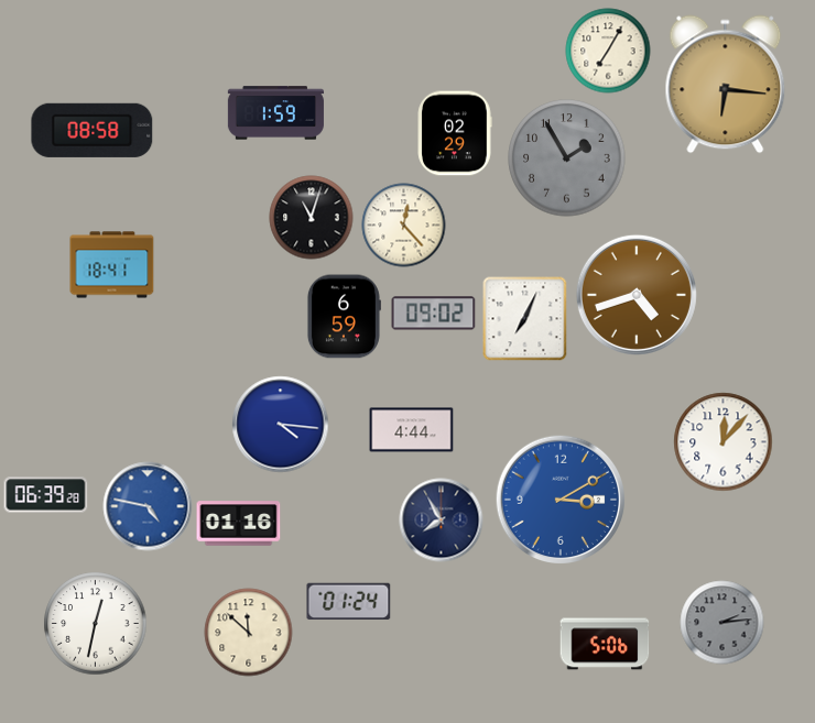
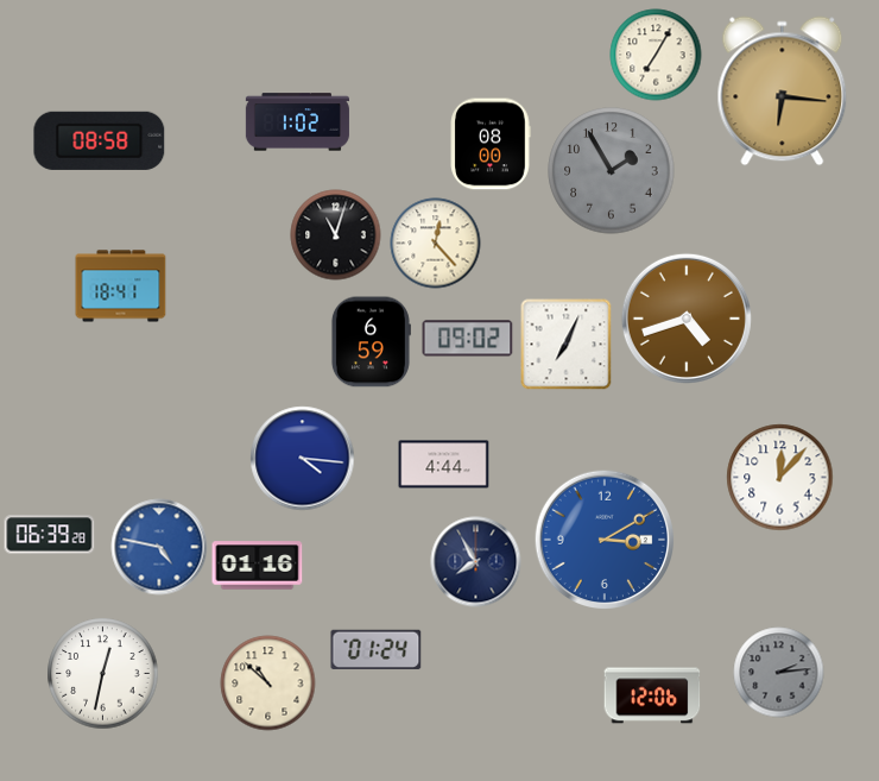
clock at (275, 113): 1:59 -> 1:02
clock at (455, 133): 02:29 -> 08:00
clock at (249, 633): 11:52 -> 10:52
clock at (605, 644): 5:06 -> 12:06
